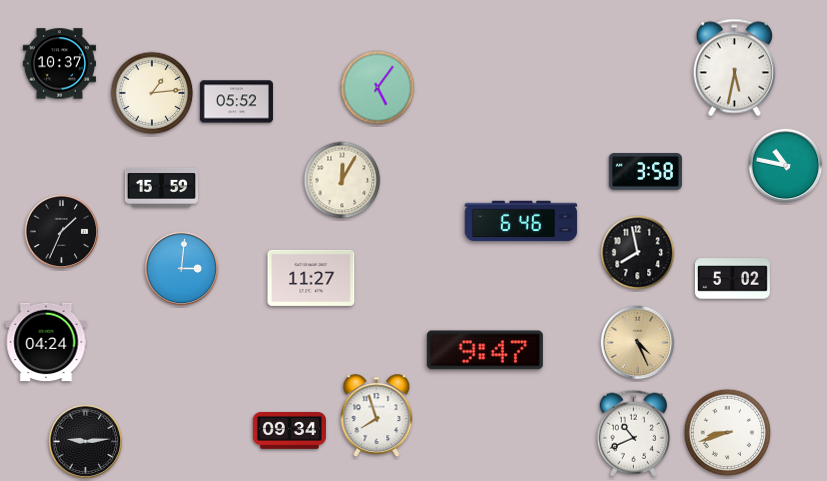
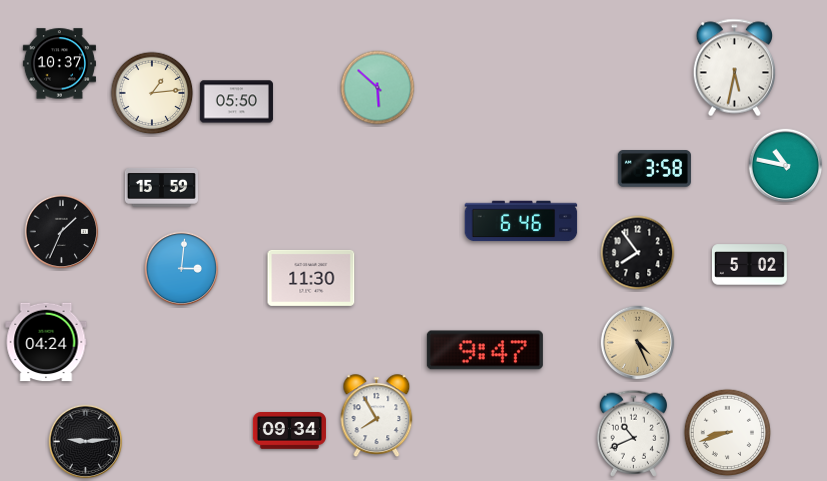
clock at (378, 88): 5:06 -> 5:52
clock at (236, 102): 05:52 -> 05:50
clock at (645, 172) position: (645, 172) -> (654, 169)
clock at (342, 180): 12:05 -> none
clock at (638, 253): 7:58 -> 7:54
clock at (311, 278): 11:27 -> 11:30
clock at (732, 279) position: (732, 279) -> (749, 265)
clock at (377, 415): 7:57 -> 7:55
